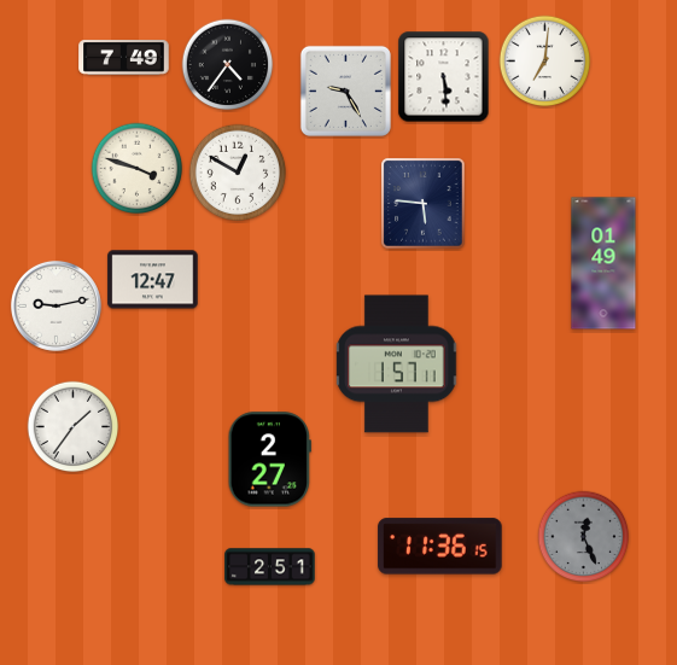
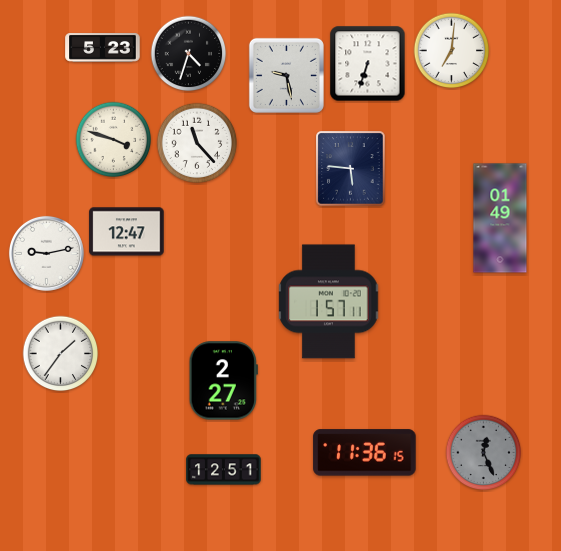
clock at (124, 58): 7:49 -> 5:23
clock at (228, 65): 4:36 -> 4:33
clock at (444, 77): 5:29 -> 6:33
clock at (345, 91): 9:25 -> 9:28
clock at (238, 173): 12:50 -> 11:23
clock at (584, 537) position: (584, 537) -> (484, 453)
clock at (270, 567): 2:51 -> 12:51
